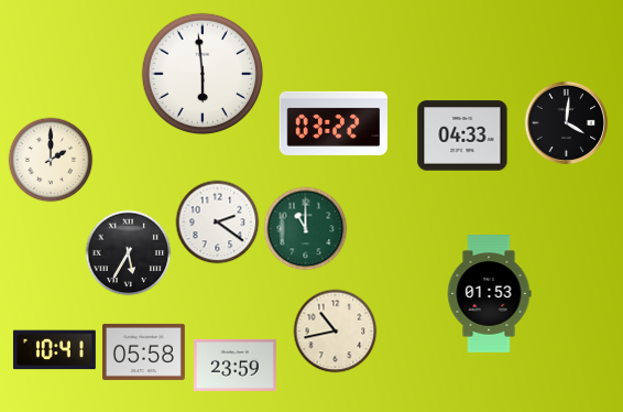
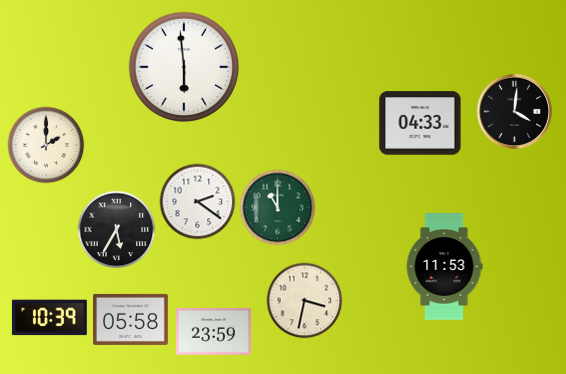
clock at (334, 123): 03:22 -> none
clock at (489, 294): 01:53 -> 11:53
clock at (336, 332): 10:43 -> 3:32
clock at (54, 350): 10:41 -> 10:39
